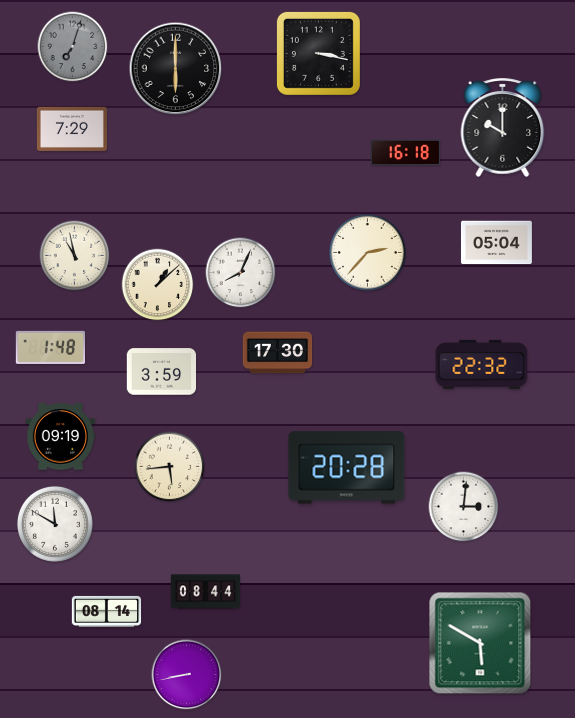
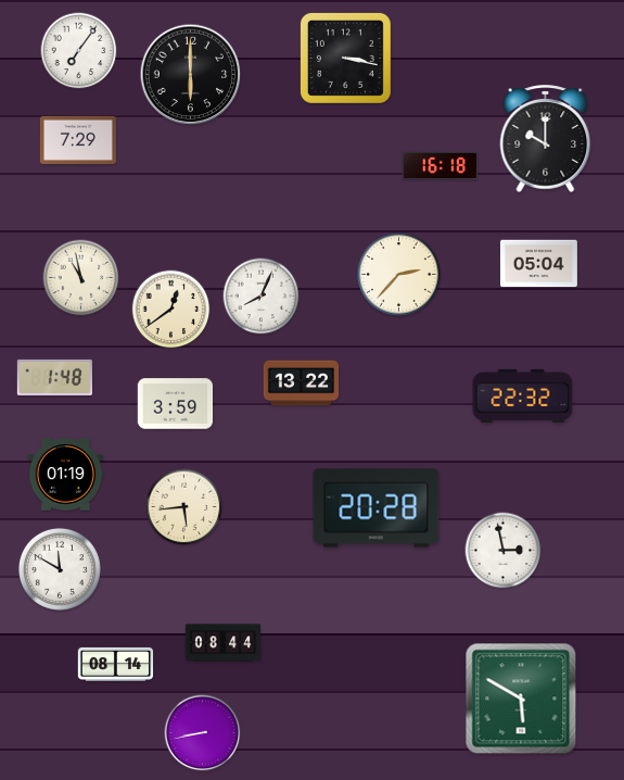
clock at (73, 47): 7:03 -> 7:06
clock at (73, 47) dial: grey -> white
clock at (158, 285): 1:08 -> 12:39
clock at (278, 353): 17:30 -> 13:22
clock at (60, 437): 09:19 -> 01:19
clock at (464, 507): 3:01 -> 2:58
